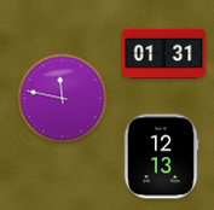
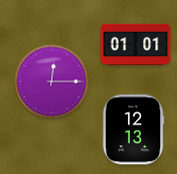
clock at (164, 54): 01:31 -> 01:01
clock at (63, 99): 11:47 -> 12:15
